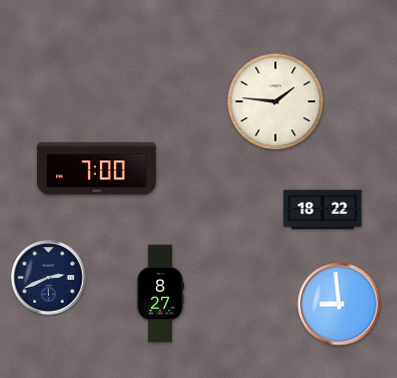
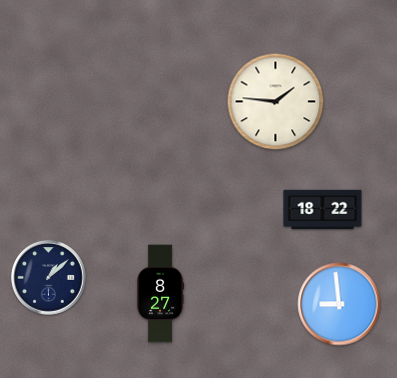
clock at (97, 169): 7:00 -> none
clock at (49, 278): 2:41 -> 1:08
